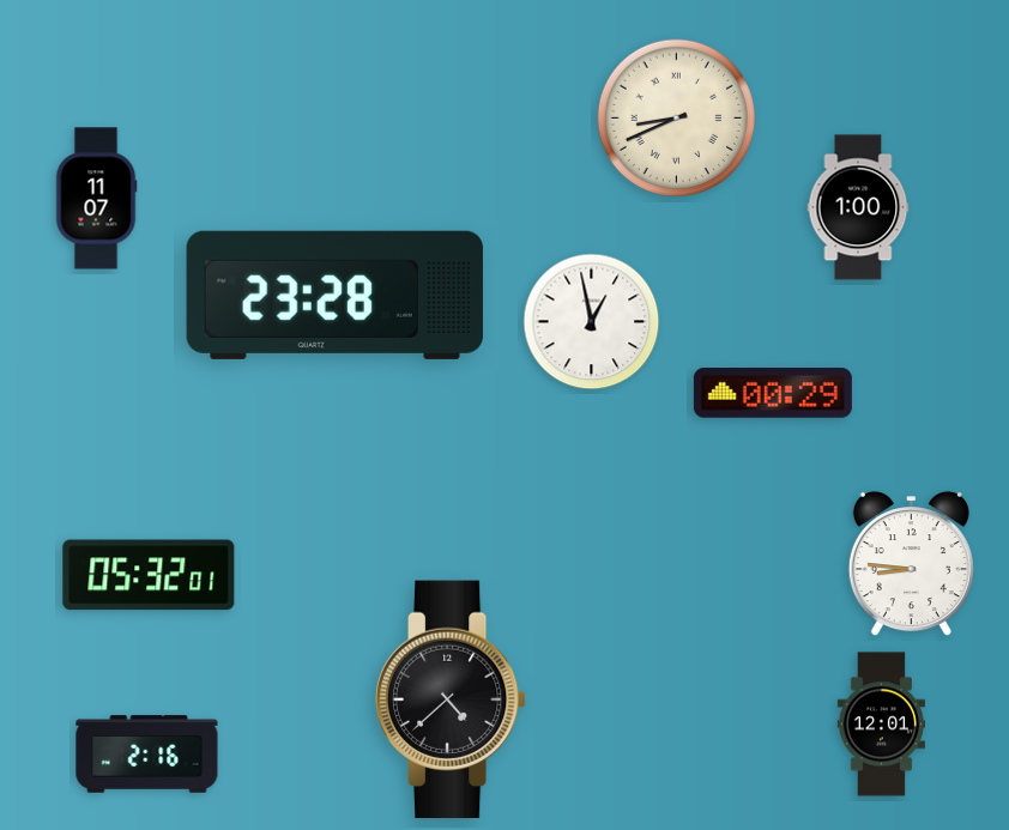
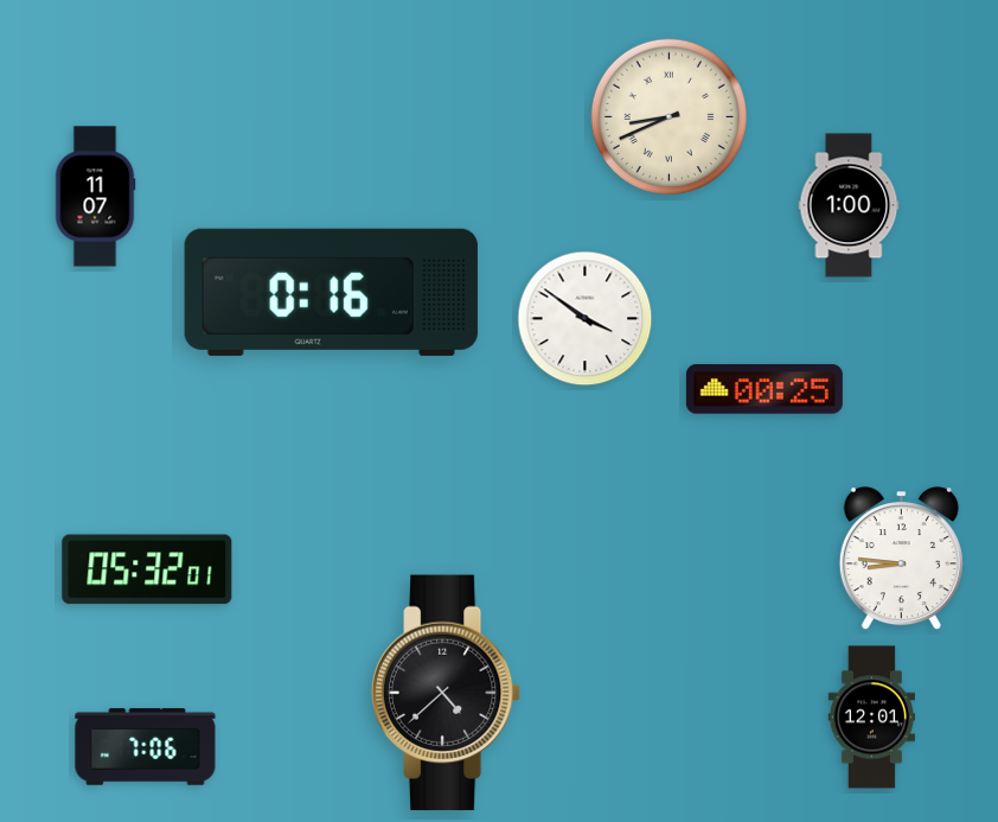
clock at (334, 295): 23:28 -> 0:16
clock at (592, 322): 12:58 -> 3:51
clock at (773, 393): 00:29 -> 00:25
clock at (147, 755): 2:16 -> 7:06
